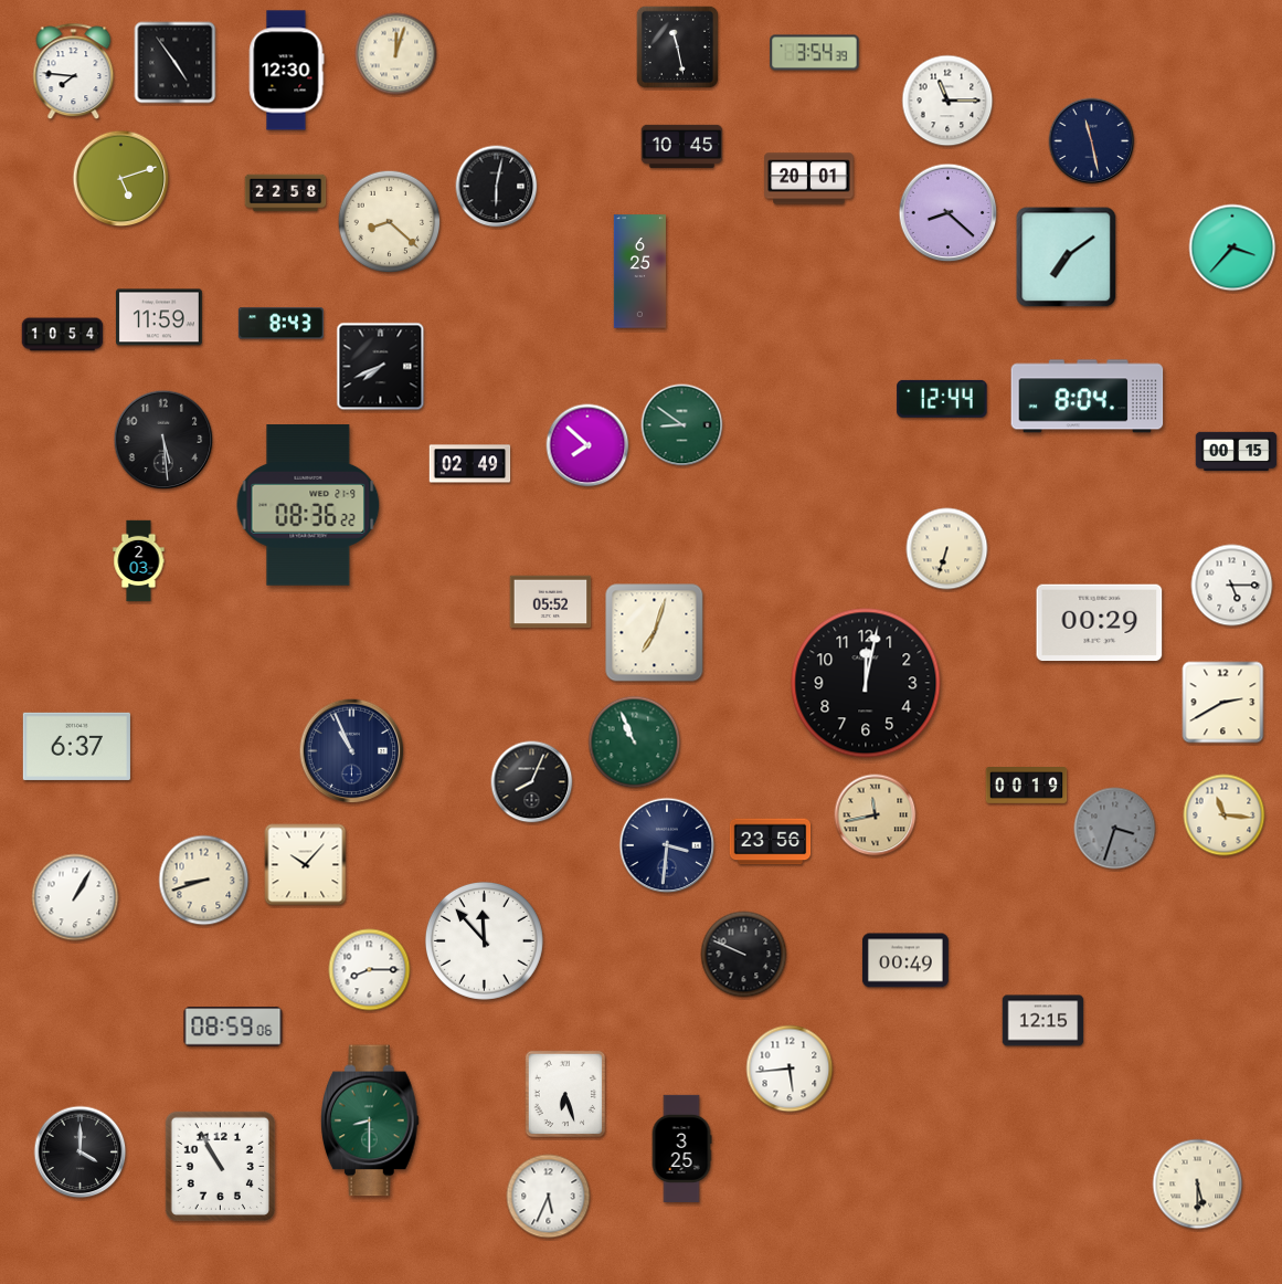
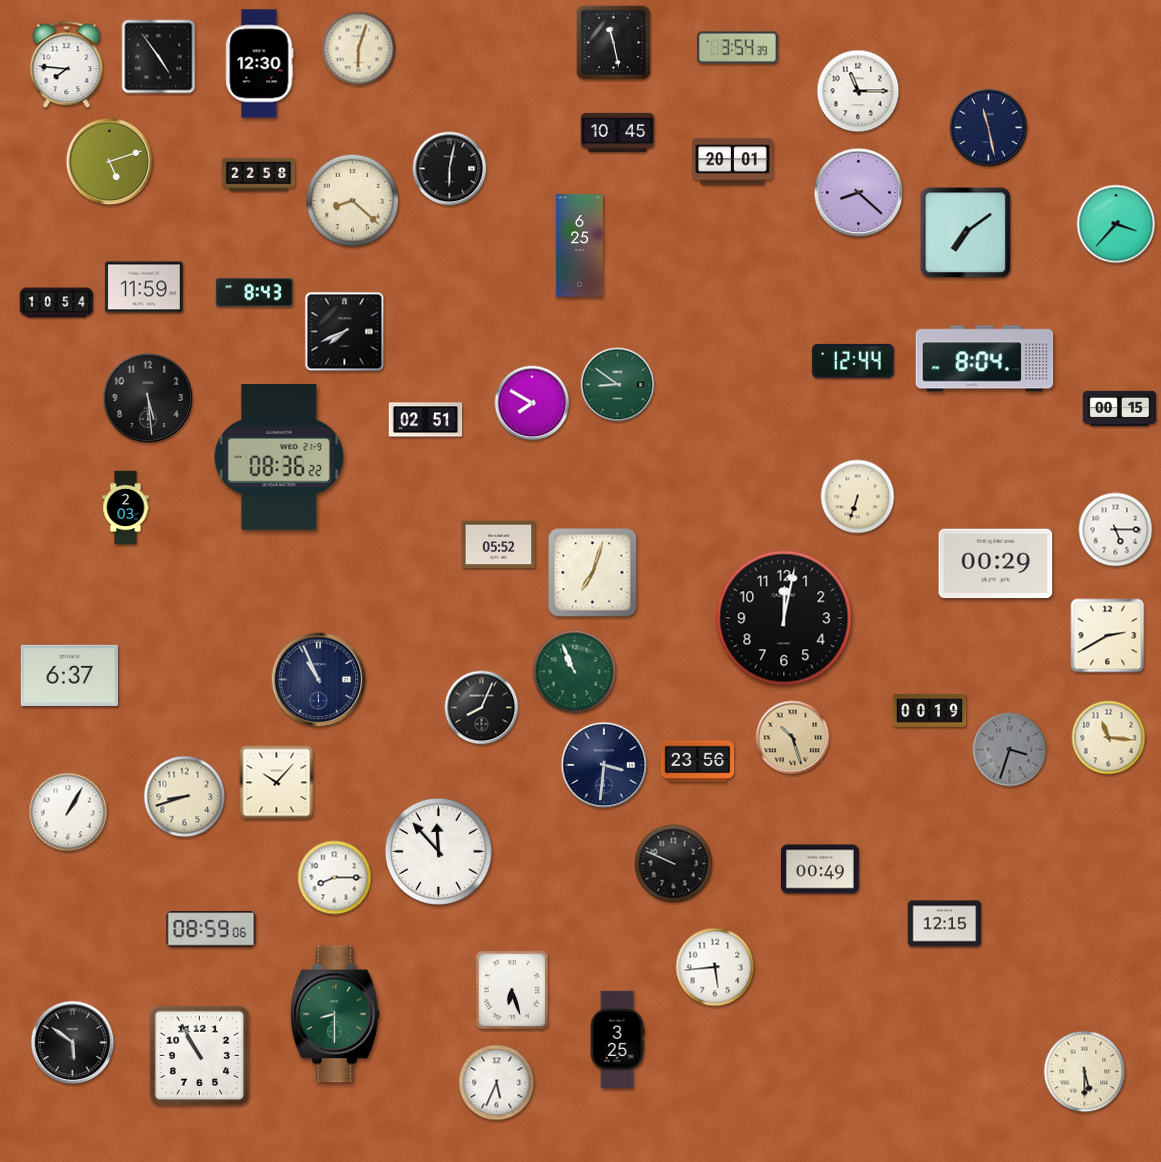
clock at (396, 54): 12:03 -> 6:03
clock at (587, 445): 7:52 -> 7:50
clock at (470, 464): 02:49 -> 02:51
clock at (876, 815): 11:43 -> 10:27
clock at (81, 1153): 4:00 -> 5:51
